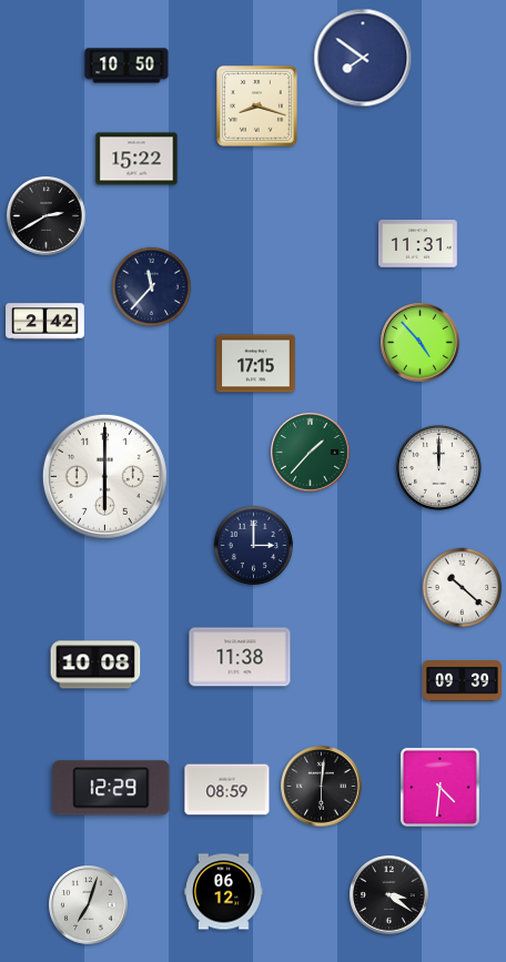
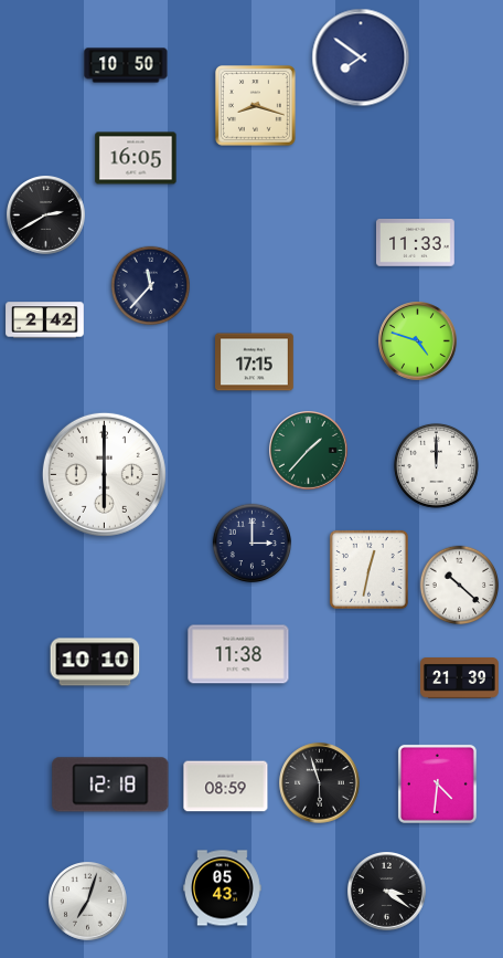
clock at (136, 159): 15:22 -> 16:05
clock at (418, 244): 11:31 -> 11:33
clock at (421, 343): 4:53 -> 4:48
clock at (368, 569): none -> 12:32
clock at (95, 665): 10:08 -> 10:10
clock at (463, 681): 09:39 -> 21:39
clock at (322, 787): 6:01 -> 5:57
clock at (111, 788): 12:29 -> 12:18
clock at (224, 892): 06:12 -> 05:43
